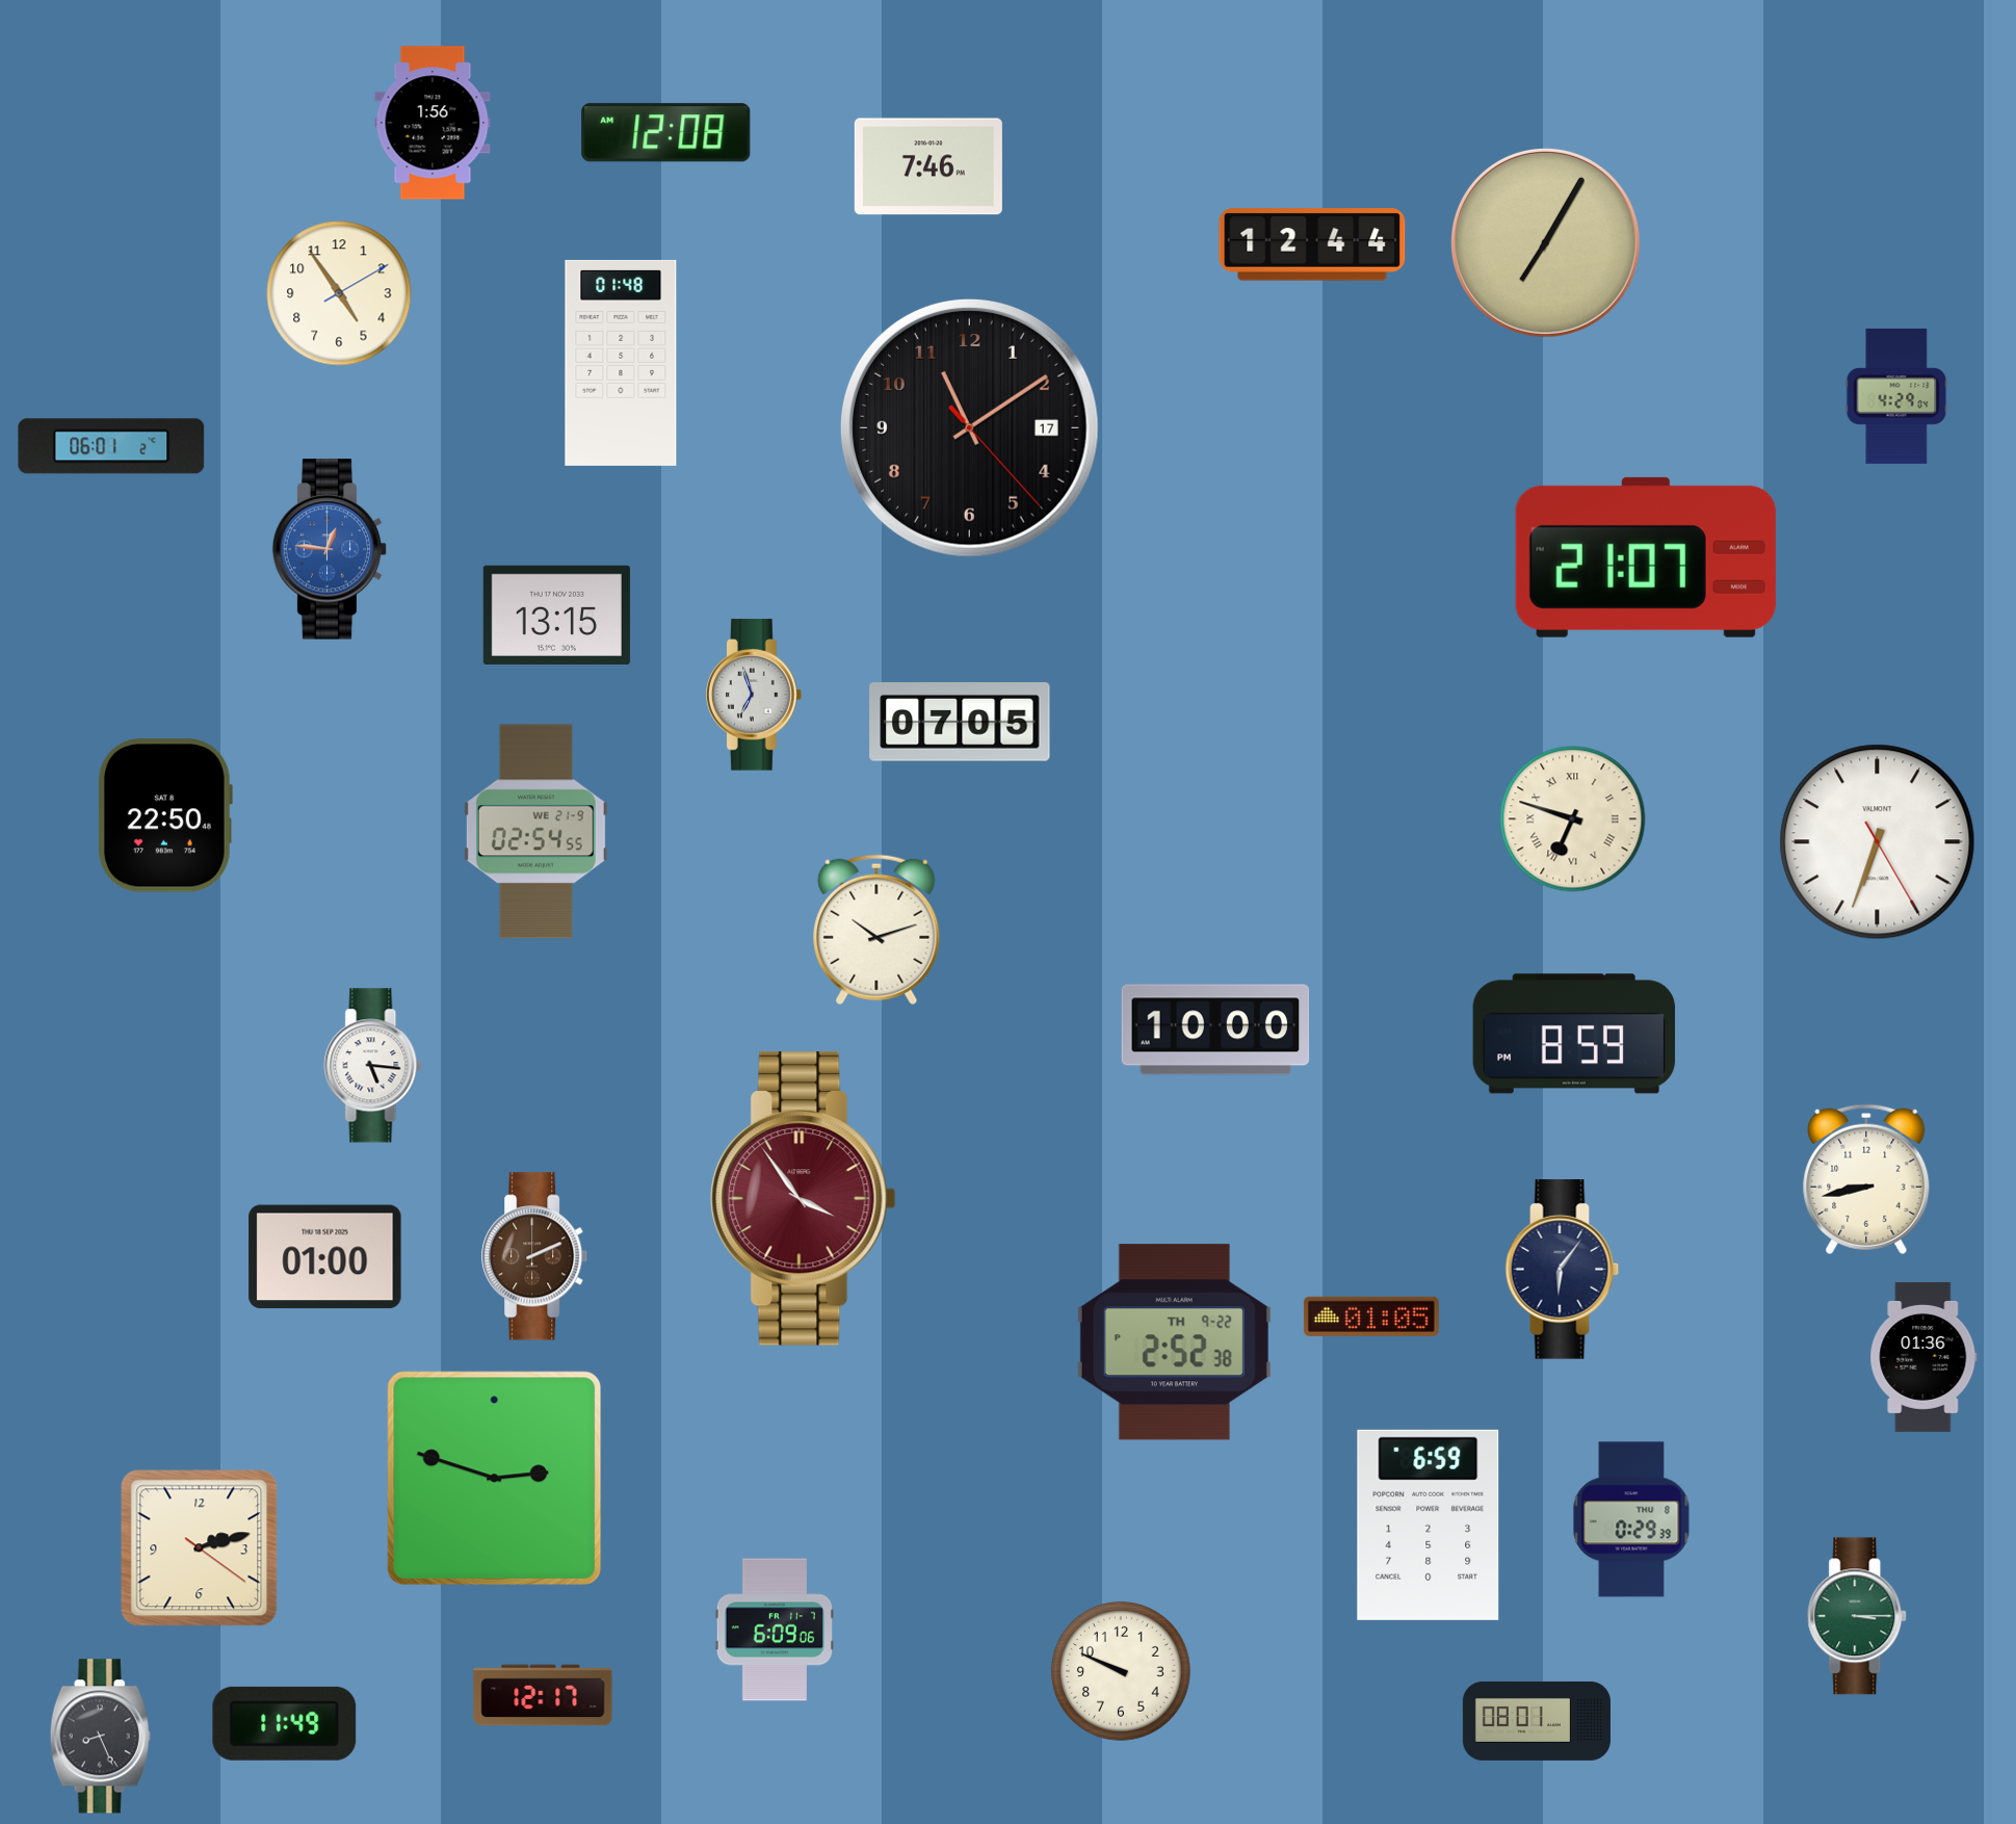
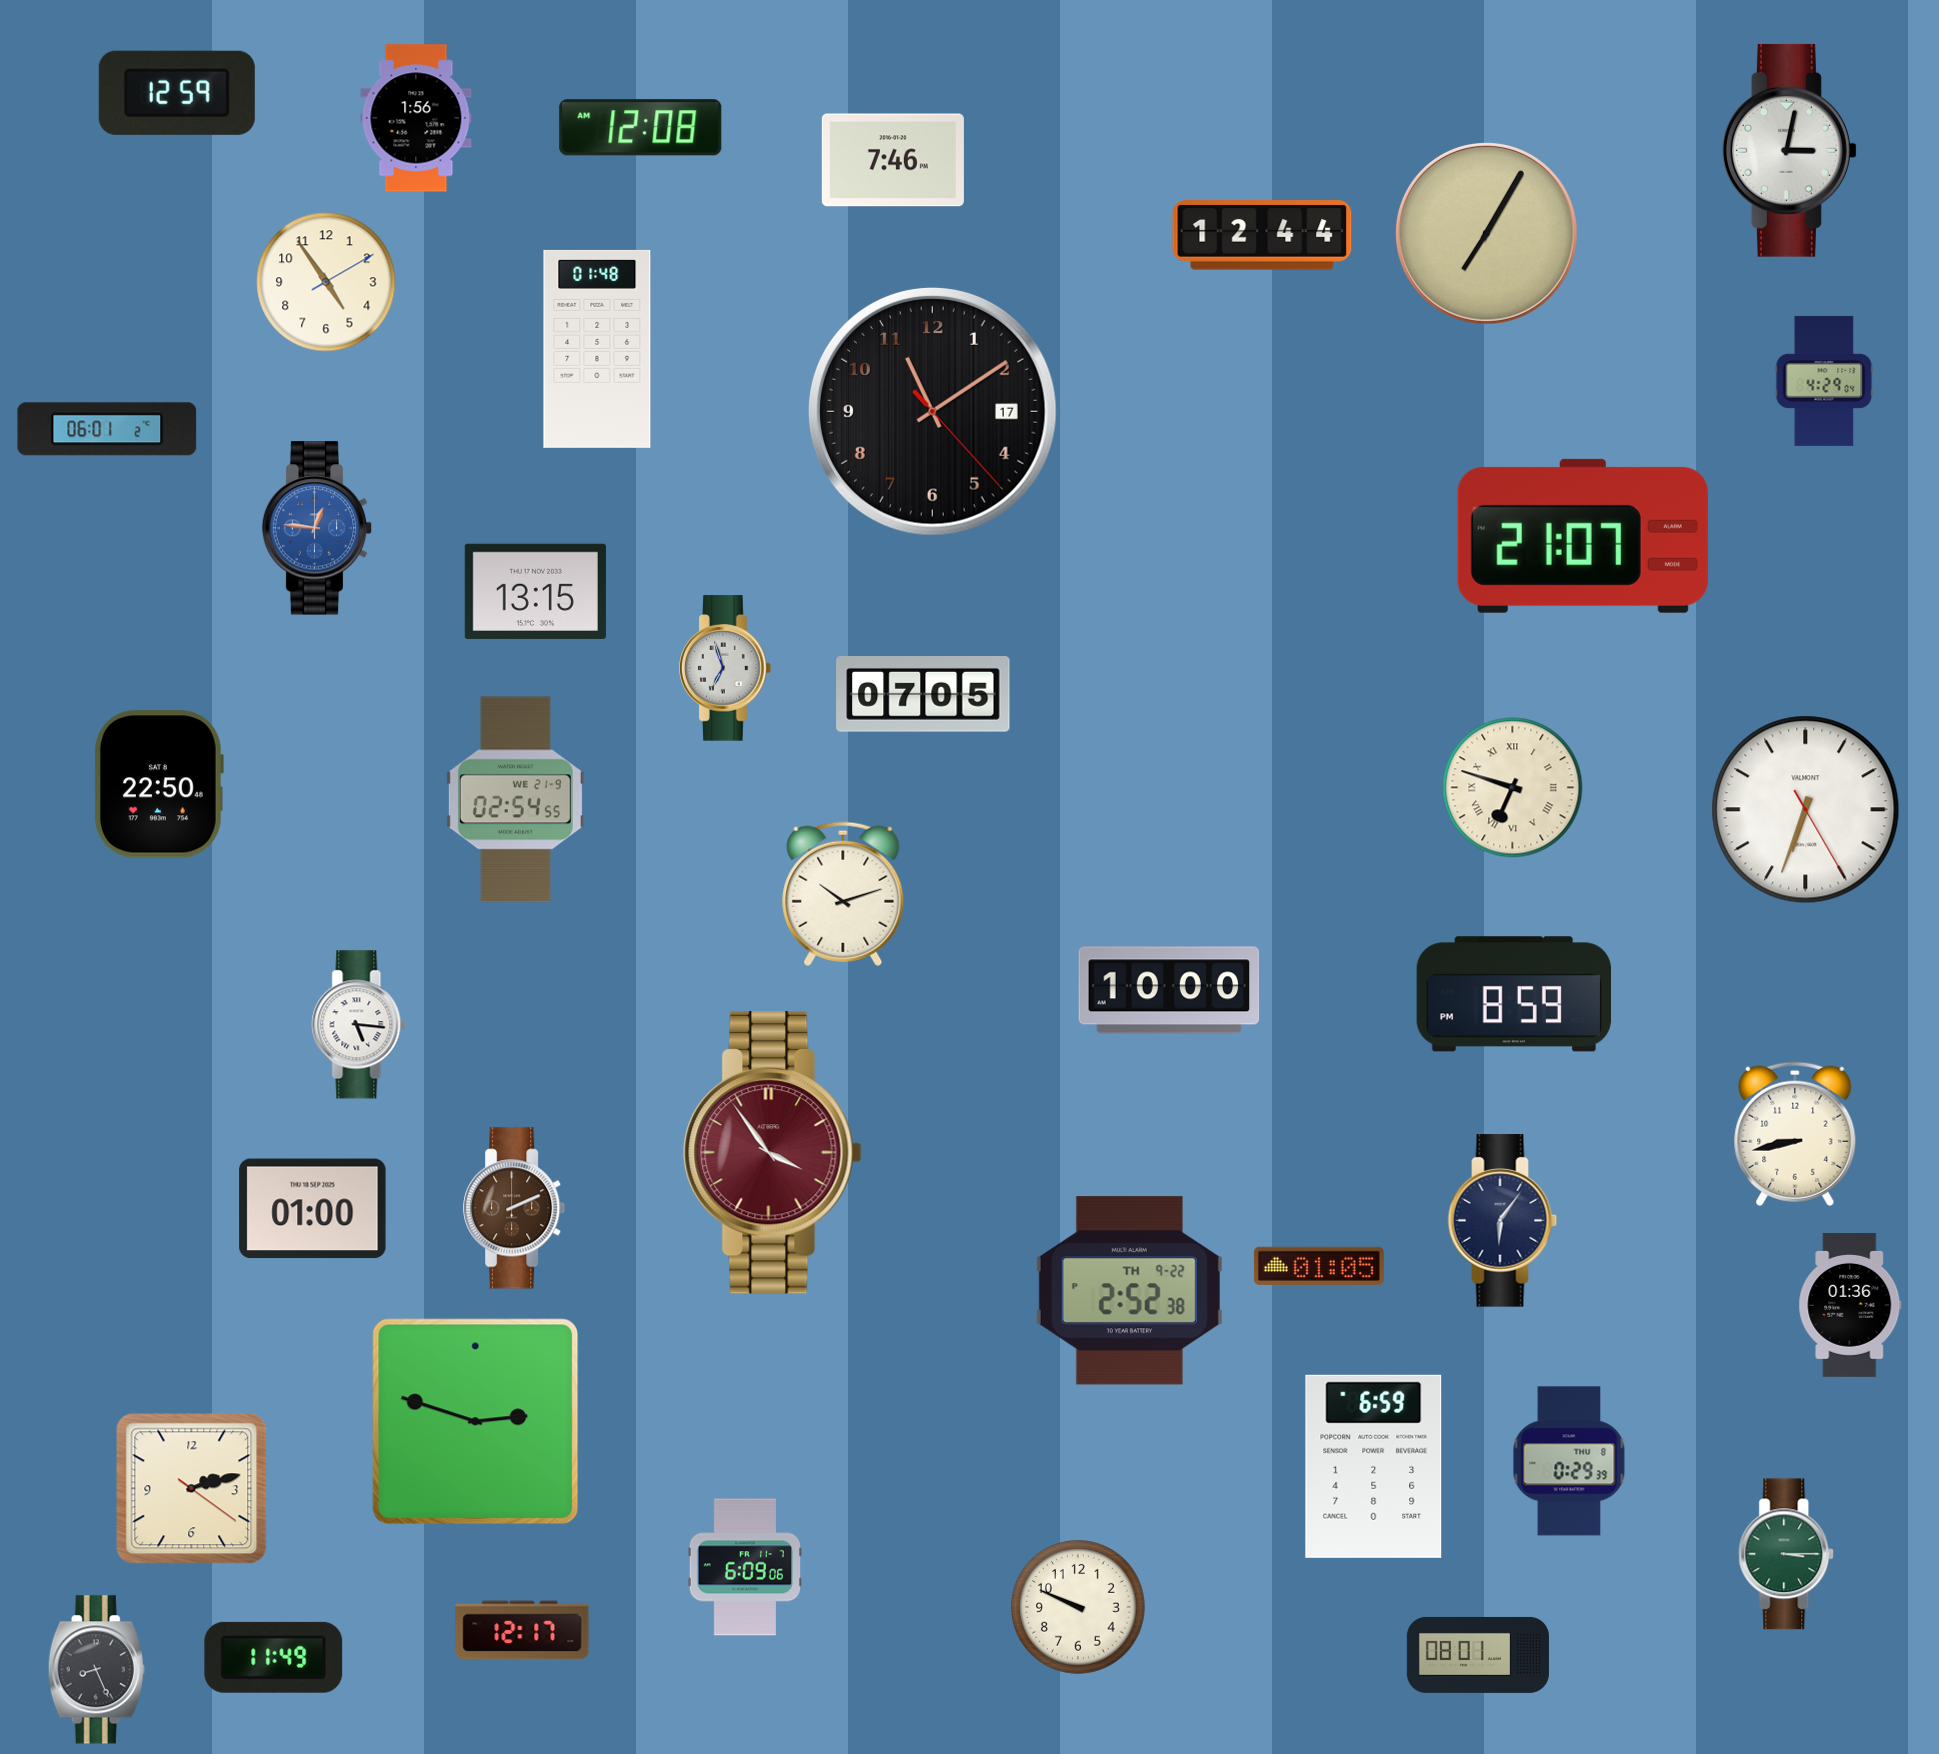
clock at (177, 93): none -> 12:59
clock at (1789, 150): none -> 3:02
